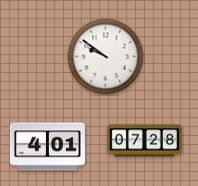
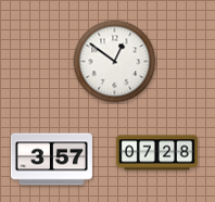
clock at (106, 57): 9:51 -> 12:51
clock at (47, 147): 4:01 -> 3:57
